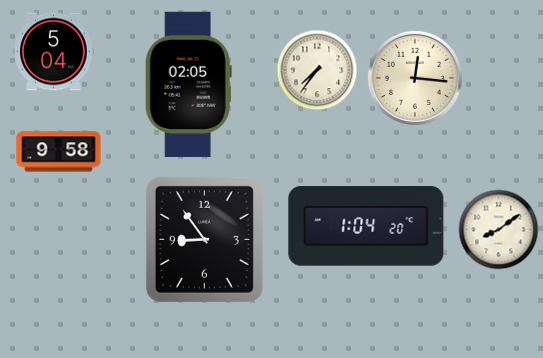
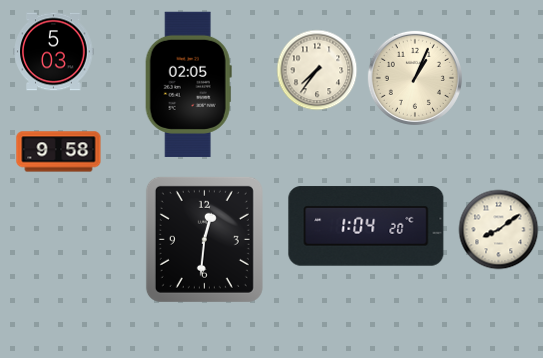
clock at (54, 52): 5:04 -> 5:03
clock at (415, 78): 12:16 -> 1:04
clock at (204, 239): 8:54 -> 12:31
